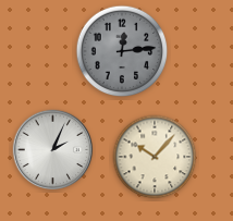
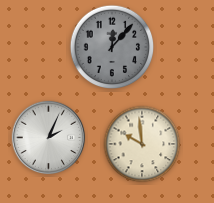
clock at (122, 51): 12:14 -> 12:07
clock at (155, 157): 10:07 -> 9:59
